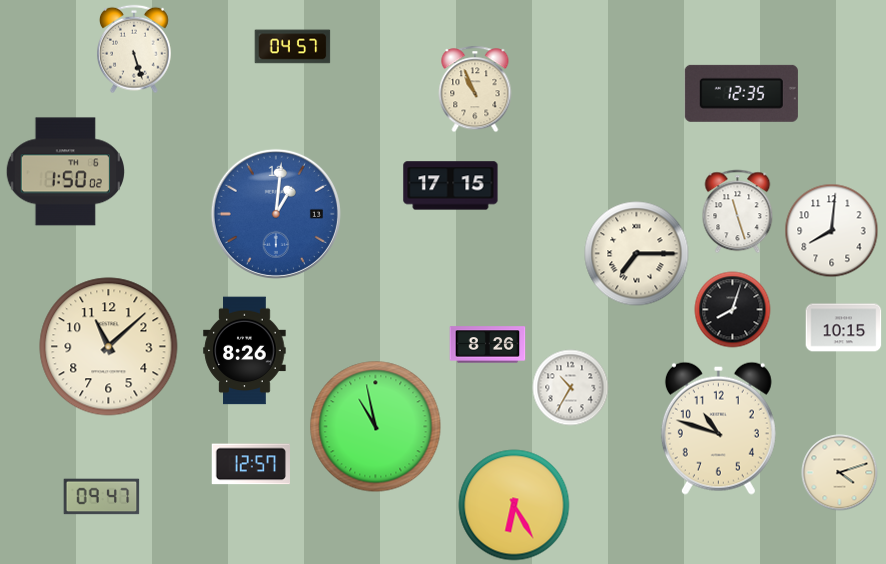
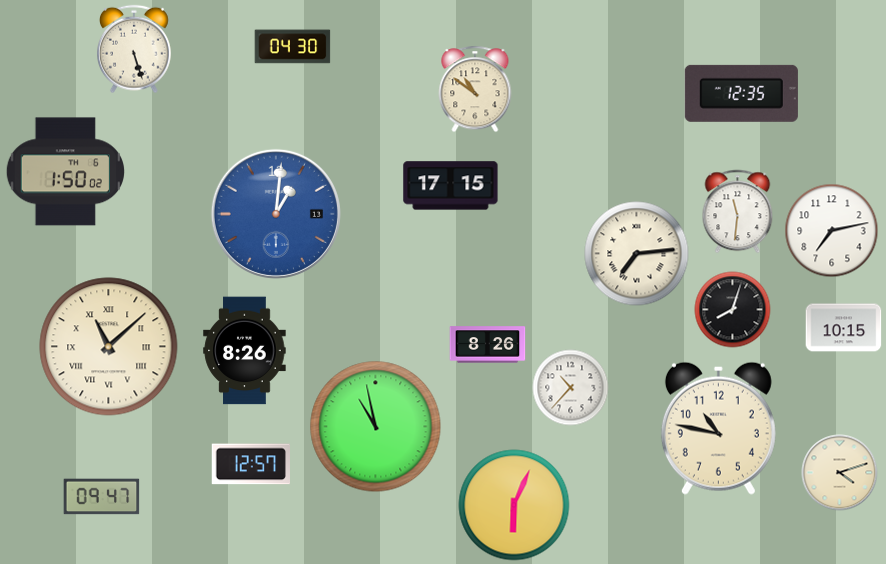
clock at (293, 47): 04:57 -> 04:30
clock at (475, 89): 10:56 -> 10:51
clock at (738, 212): 11:27 -> 11:31
clock at (832, 231): 8:01 -> 7:13
clock at (637, 254): 7:15 -> 7:14
clock at (109, 347) numerals: Arabic -> Roman
clock at (571, 388): 10:35 -> 10:37
clock at (718, 428): 10:48 -> 10:47
clock at (514, 505): 6:25 -> 6:04
